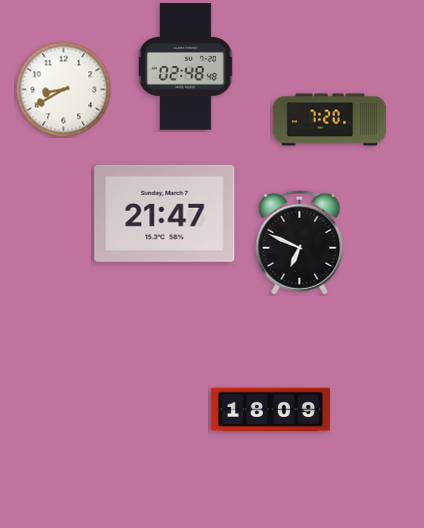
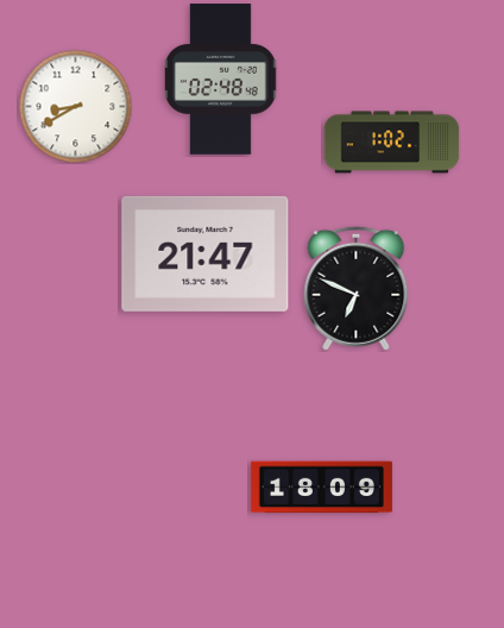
clock at (330, 120): 7:20 -> 1:02
clock at (165, 213) position: (165, 213) -> (206, 253)
